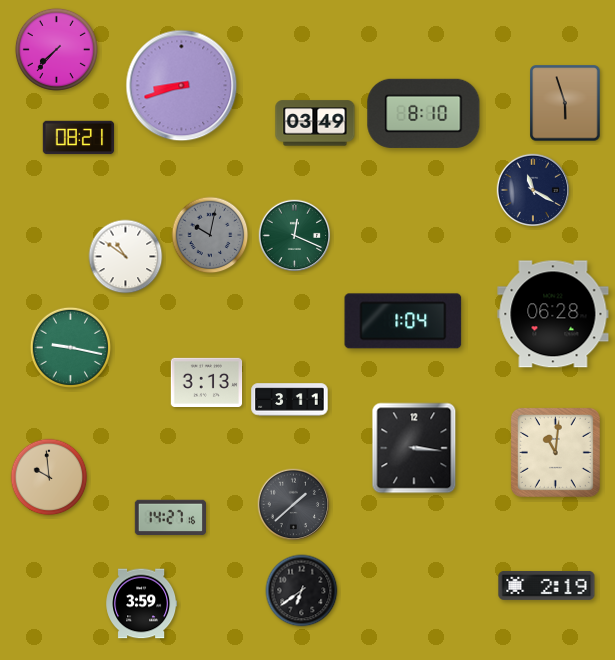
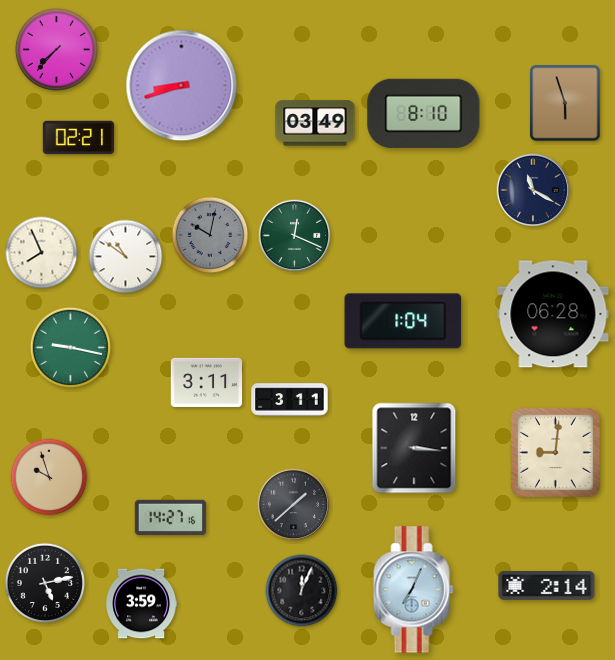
clock at (79, 138): 08:21 -> 02:21
clock at (42, 253): none -> 7:56
clock at (207, 382): 3:13 -> 3:11
clock at (555, 452): 11:01 -> 9:01
clock at (49, 477): 9:59 -> 9:57
clock at (44, 582): none -> 5:13
clock at (547, 585): 2:19 -> 2:14
clock at (414, 590): none -> 7:04
clock at (302, 591): 6:39 -> 12:04
